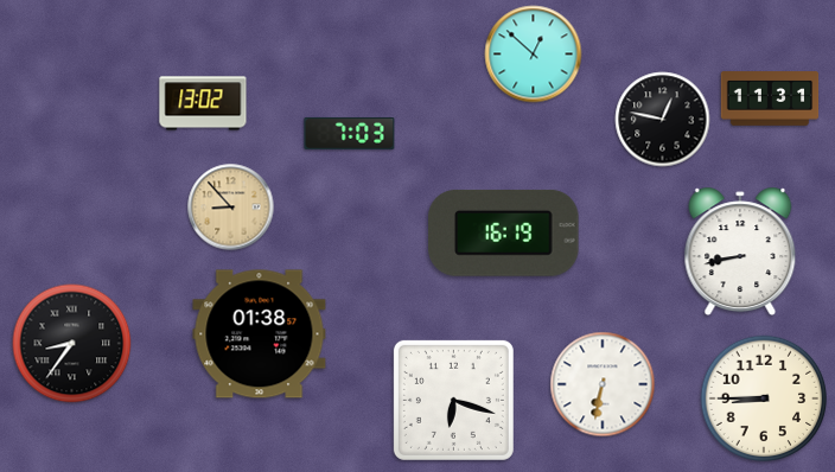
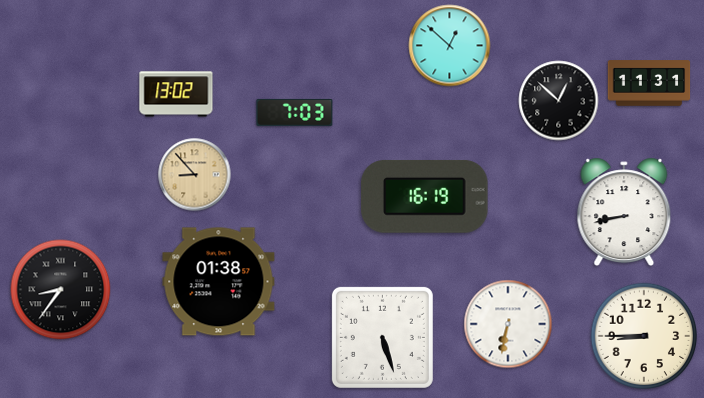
clock at (203, 103) position: (203, 103) -> (176, 94)
clock at (663, 120): 12:47 -> 12:52
clock at (453, 400): 6:18 -> 5:27
